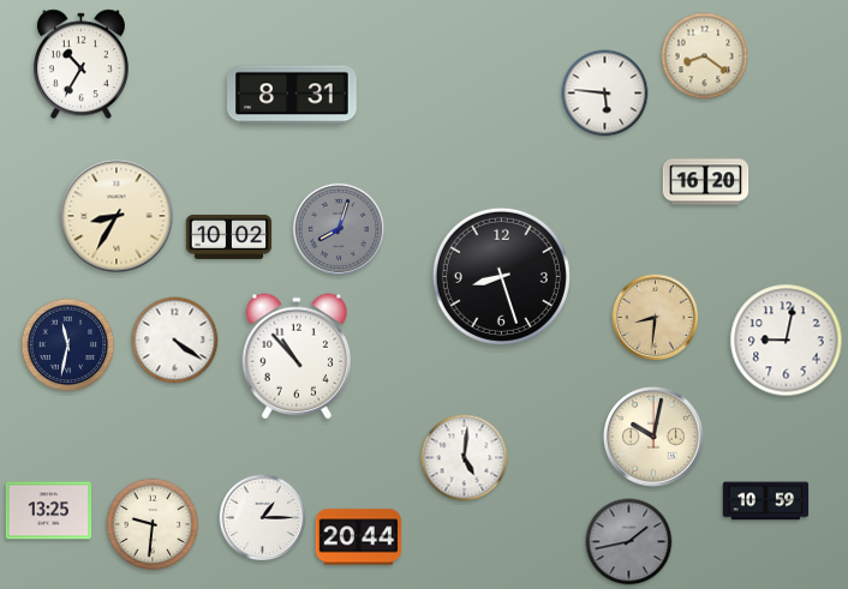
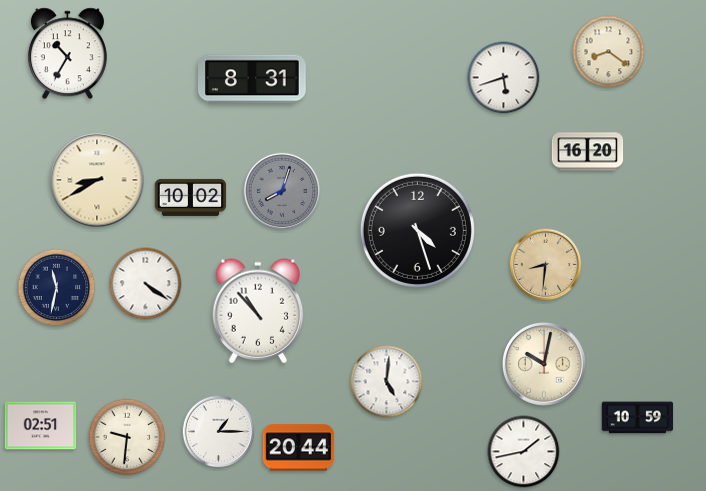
clock at (705, 56) position: (705, 56) -> (609, 52)
clock at (605, 94): 5:46 -> 5:42
clock at (293, 95) position: (293, 95) -> (253, 79)
clock at (117, 216): 8:35 -> 8:40
clock at (501, 276): 8:27 -> 4:27
clock at (787, 341): 9:02 -> none
clock at (297, 356) position: (297, 356) -> (258, 311)
clock at (49, 511): 13:25 -> 02:51
clock at (629, 542) dial: grey -> white
